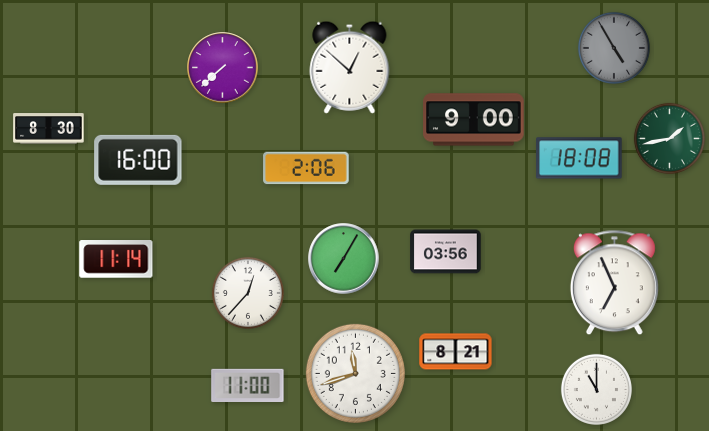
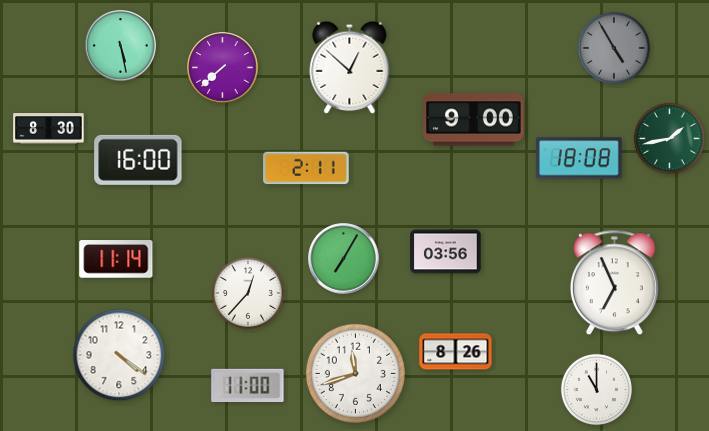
clock at (121, 46): none -> 5:28
clock at (306, 168): 2:06 -> 2:11
clock at (456, 352): 8:21 -> 8:26
clock at (119, 355): none -> 4:21
